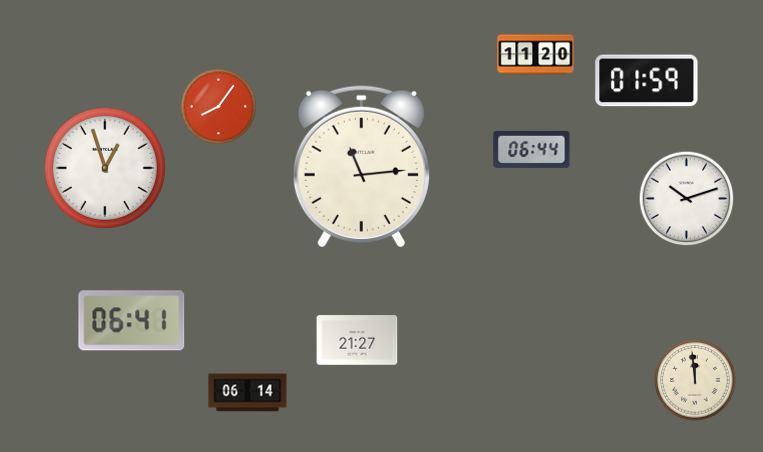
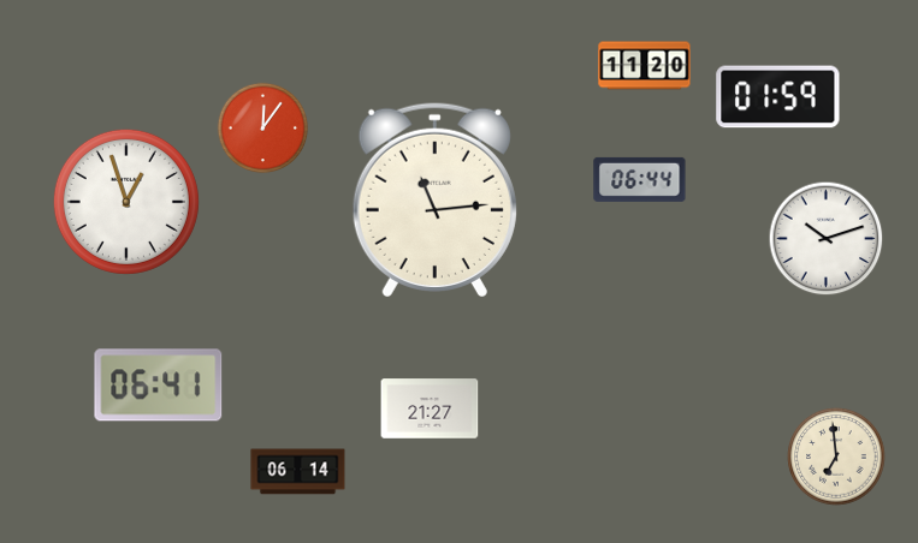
clock at (219, 107): 8:06 -> 12:06
clock at (695, 380): 11:59 -> 6:59
